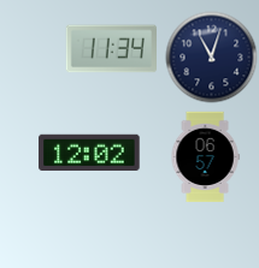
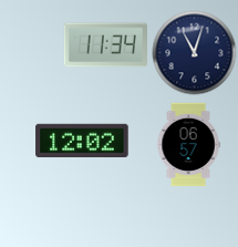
clock at (111, 49) position: (111, 49) -> (105, 45)
